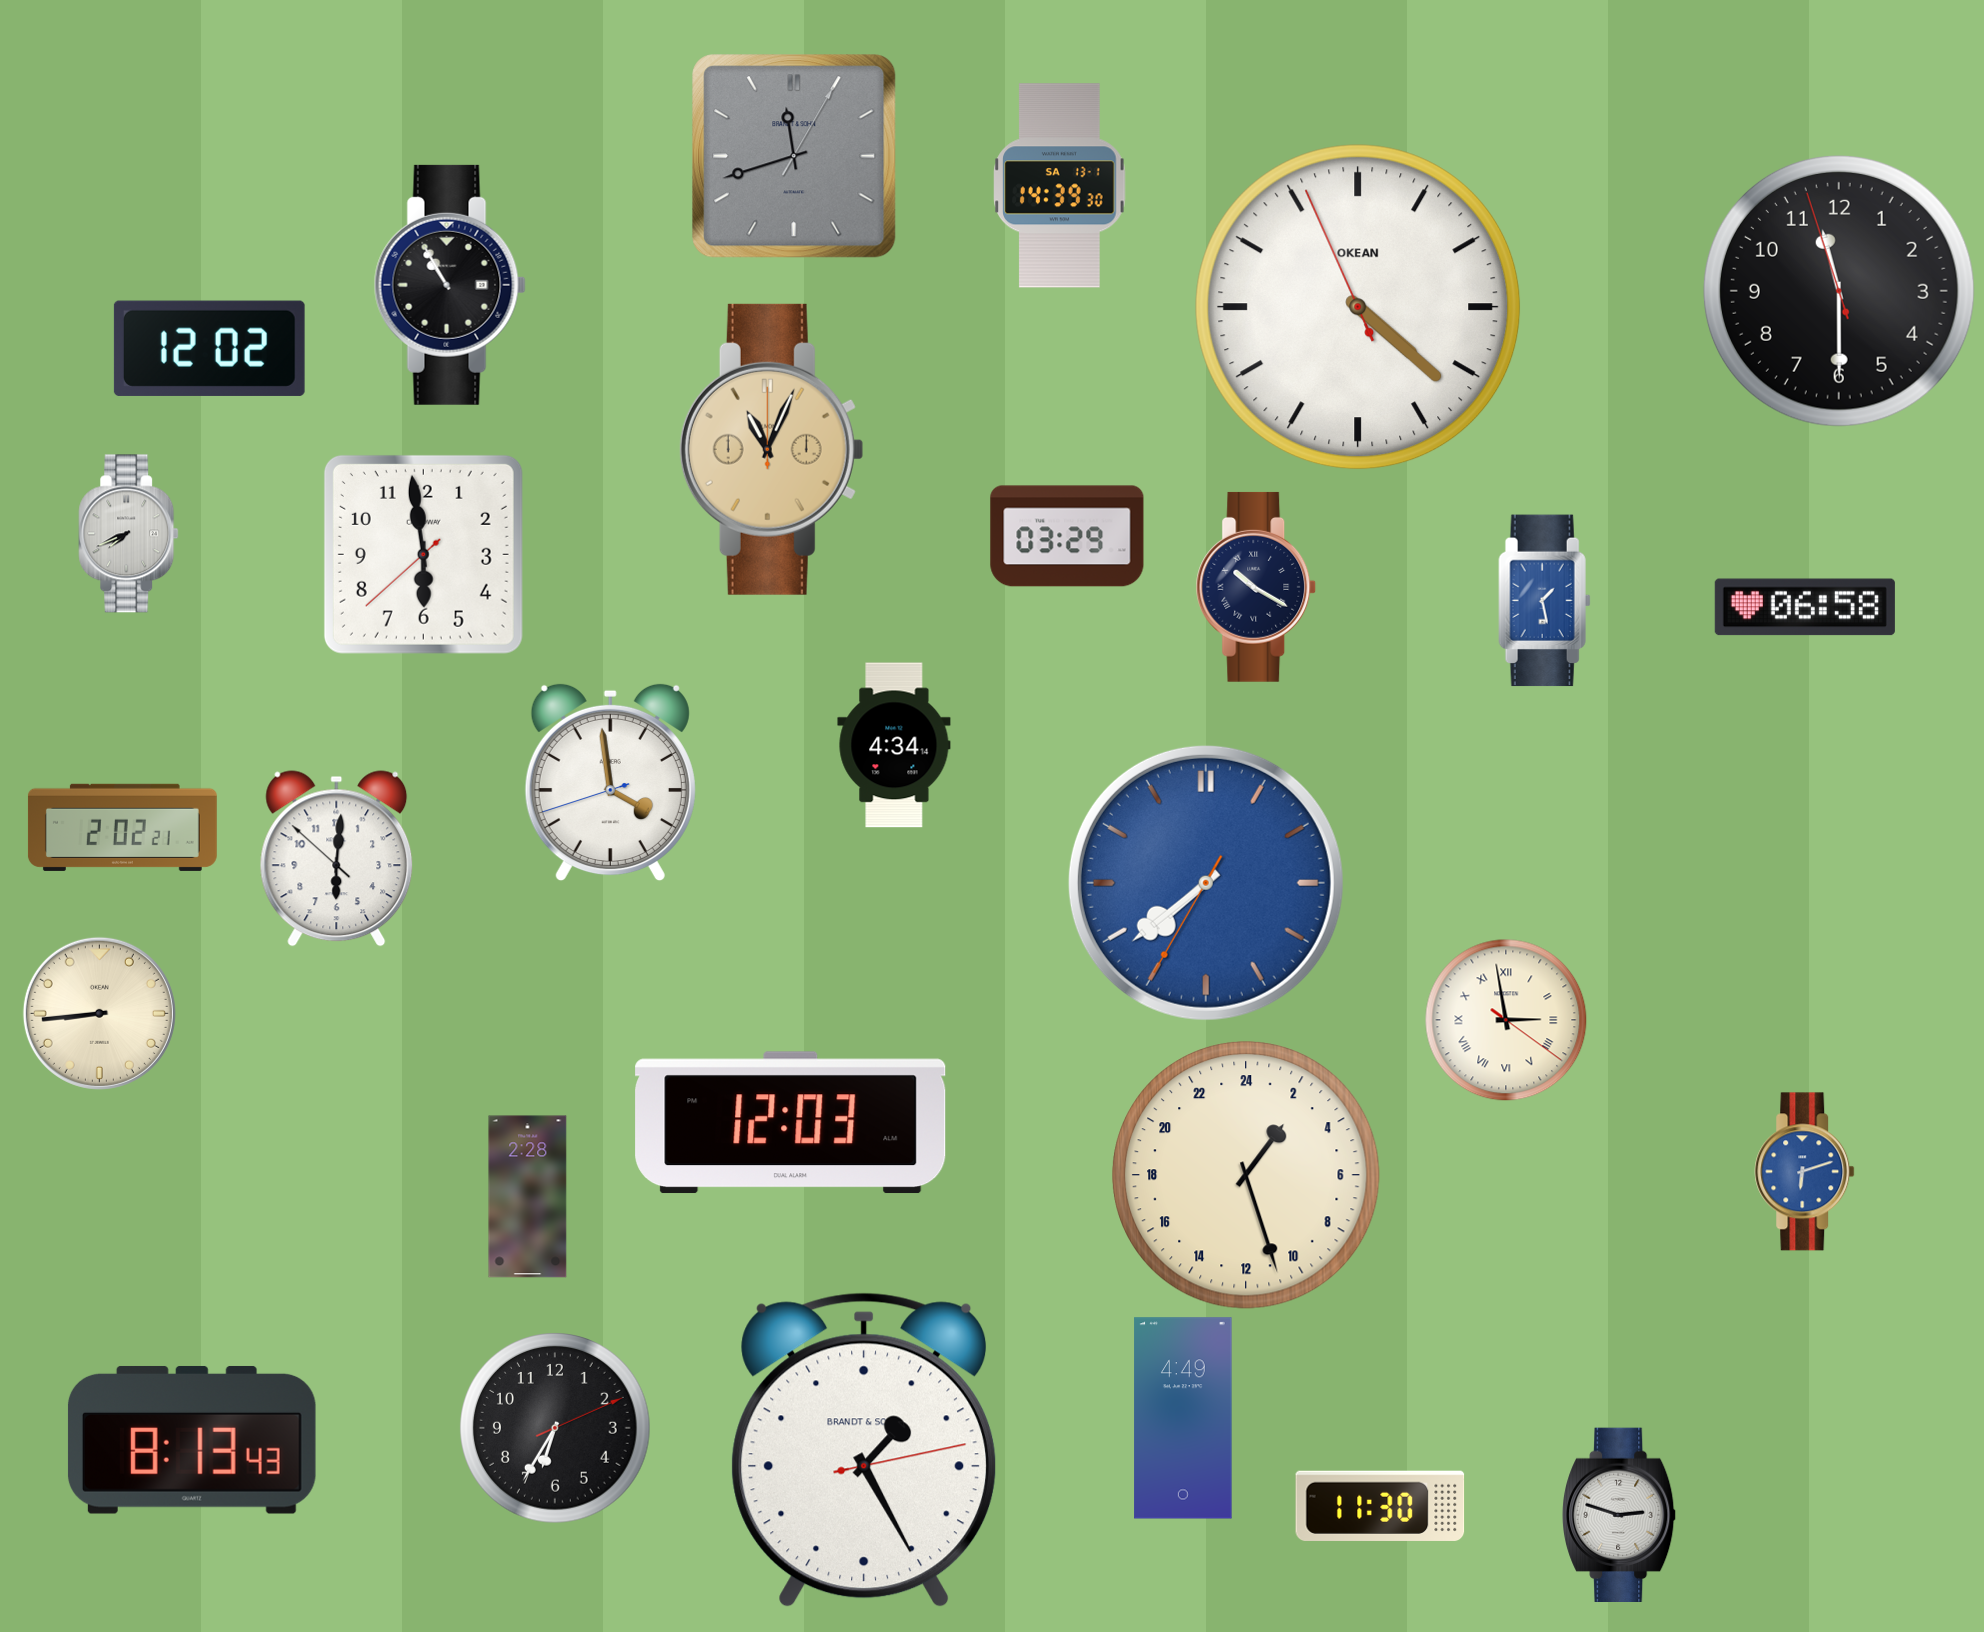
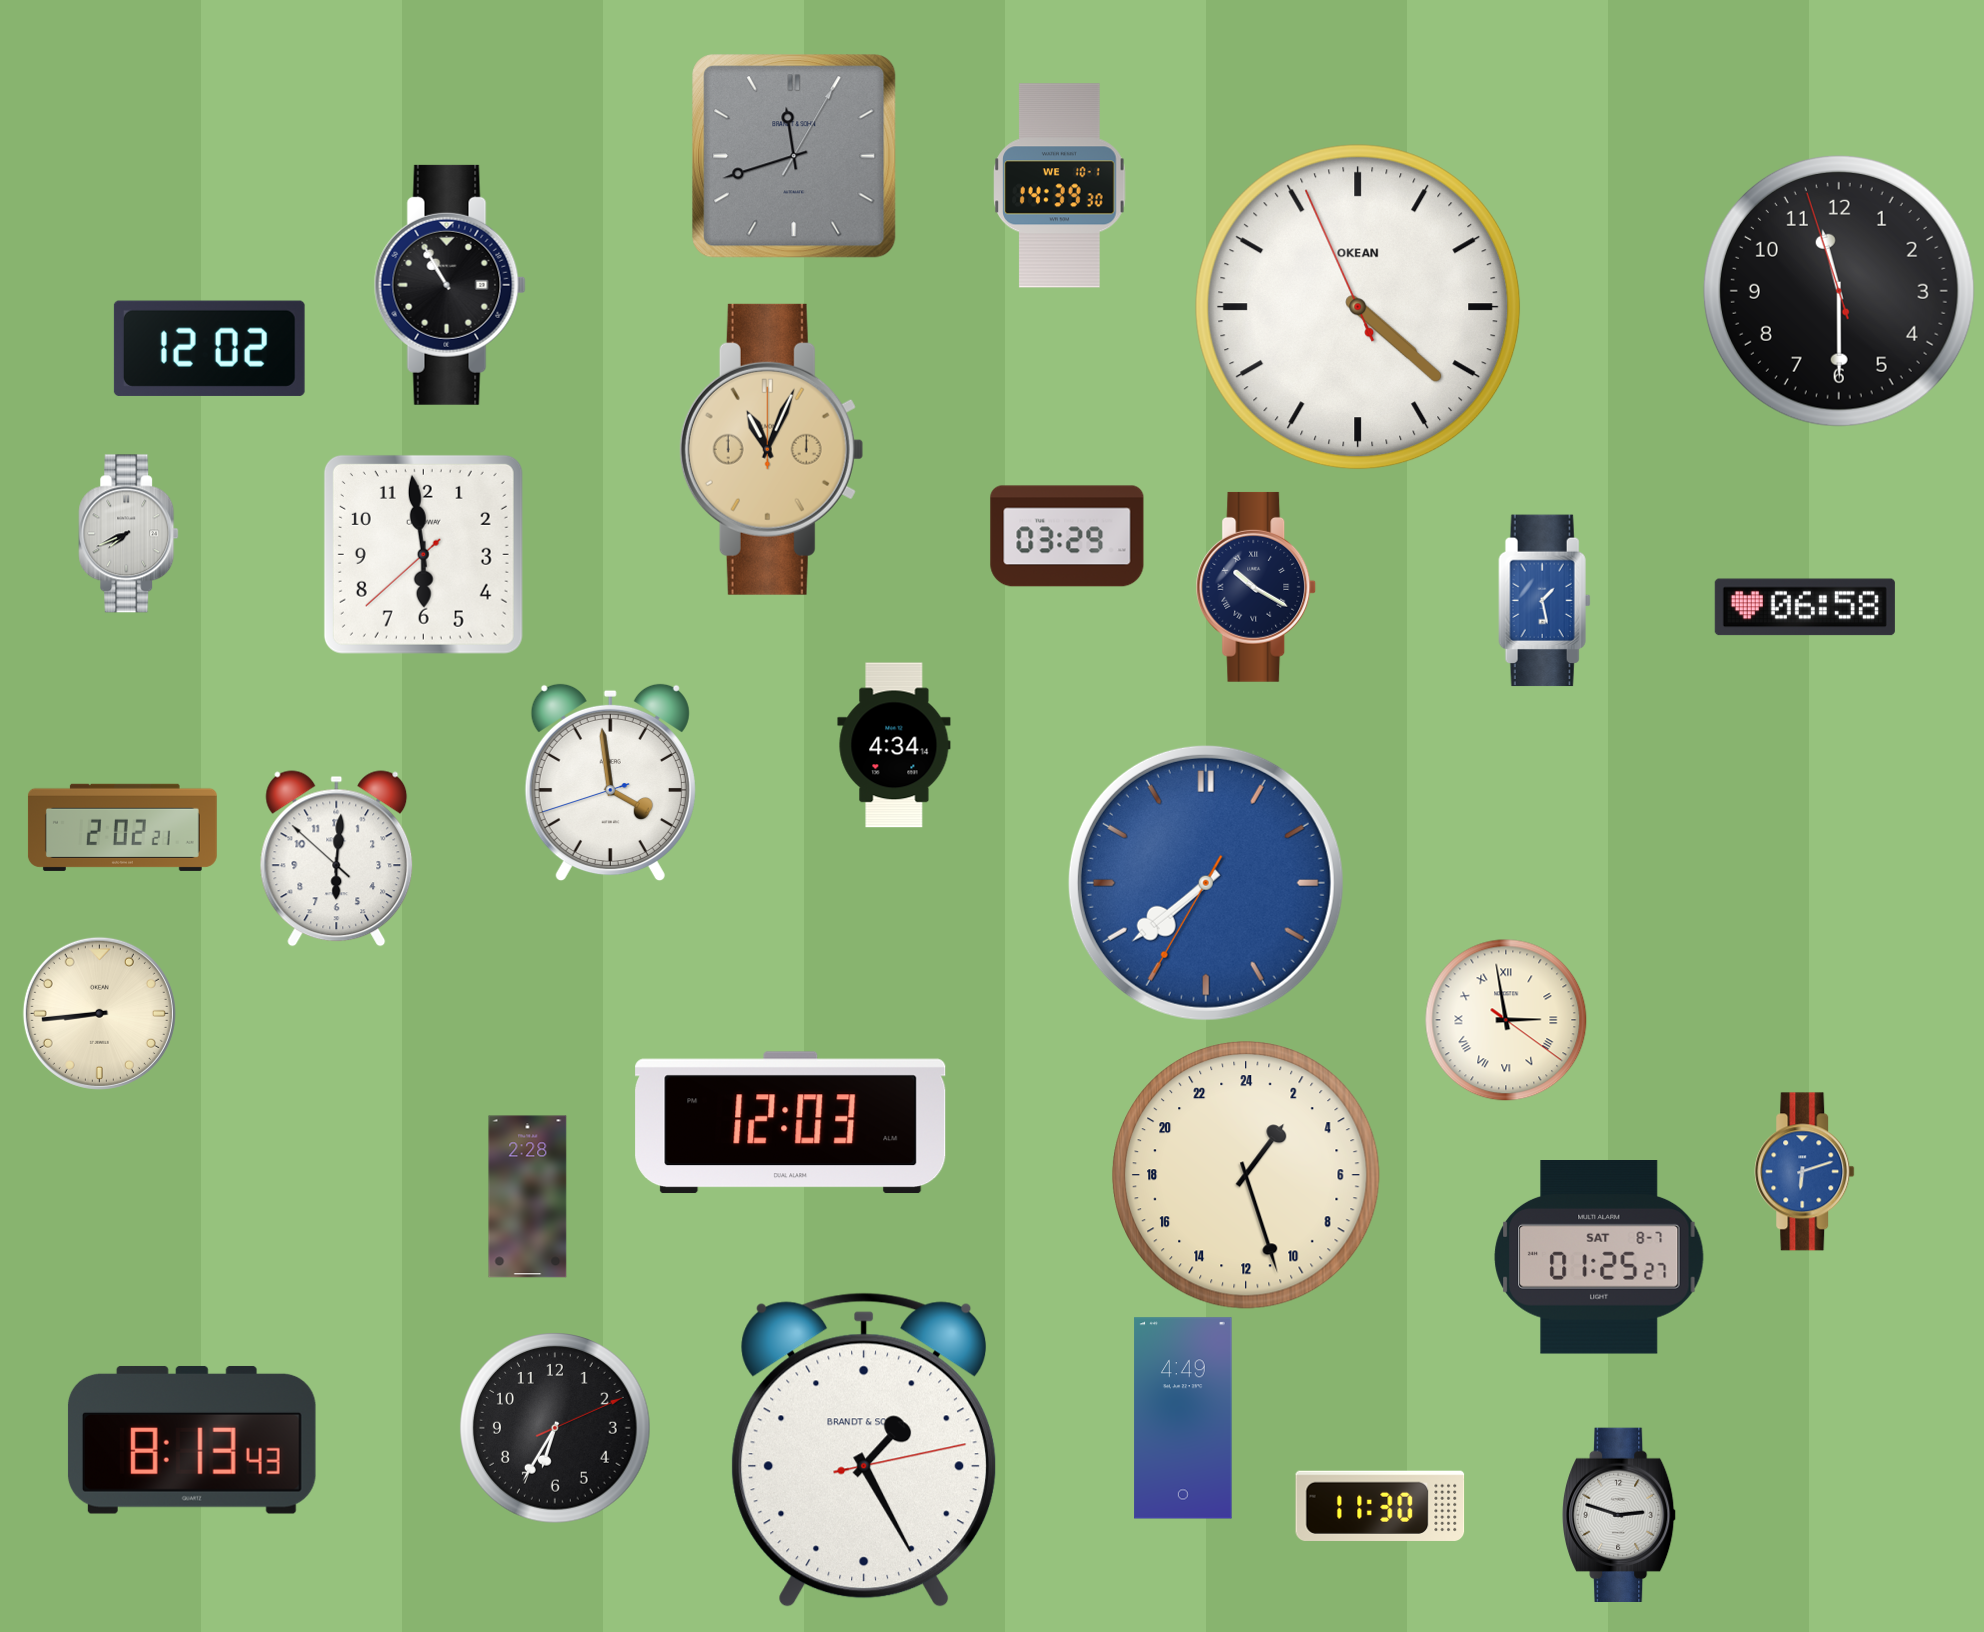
clock at (1060, 186) date: SA 13-1 -> WE 10-1
clock at (1599, 1257): none -> 01:25
